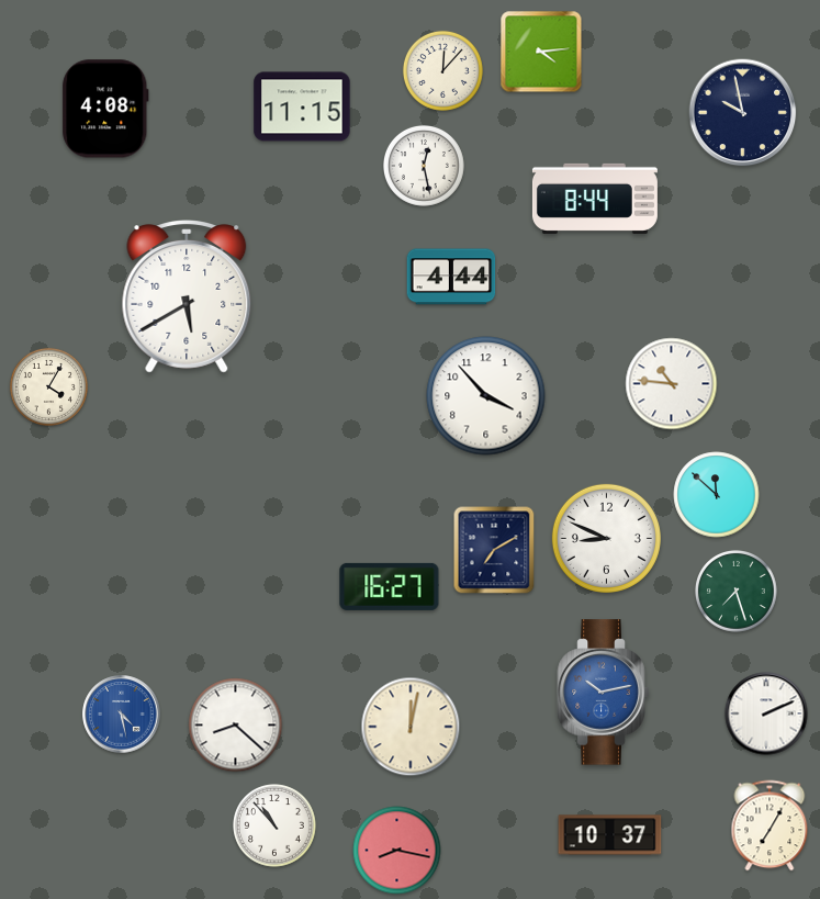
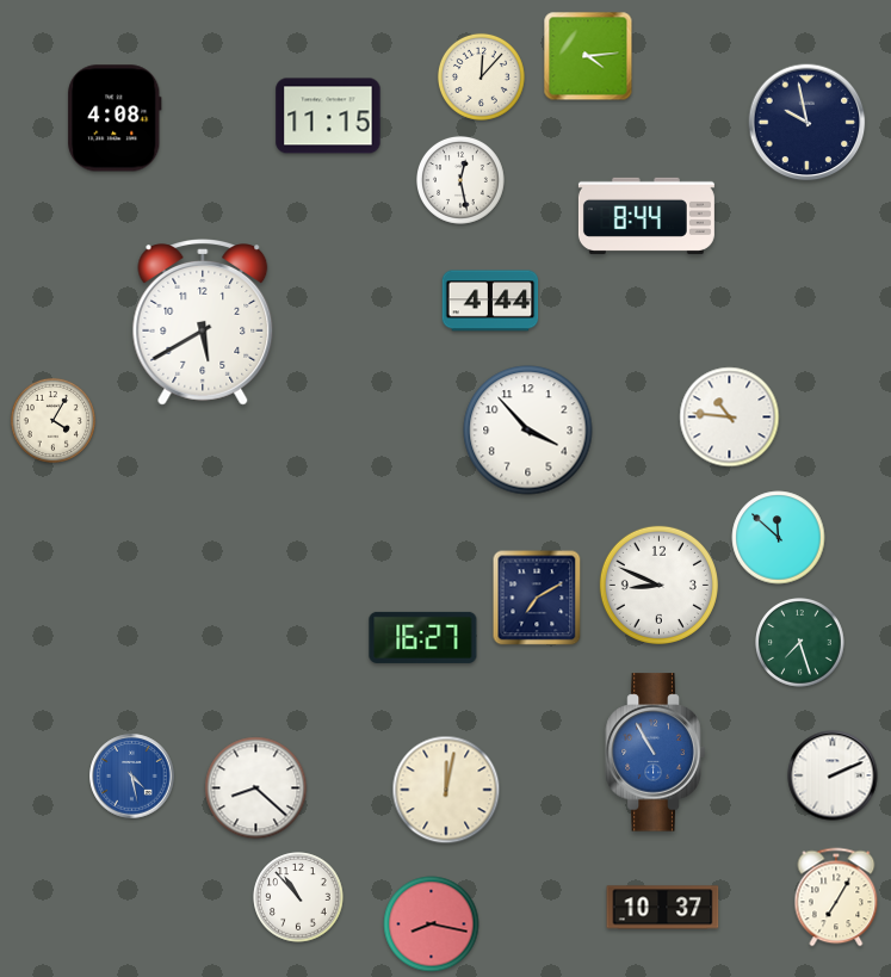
clock at (604, 693): 10:13 -> 10:55
